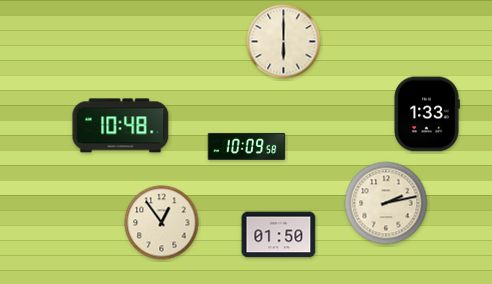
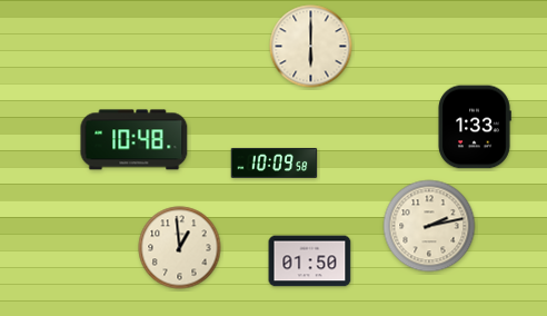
clock at (284, 42) position: (284, 42) -> (311, 47)
clock at (162, 223): 12:54 -> 12:59
